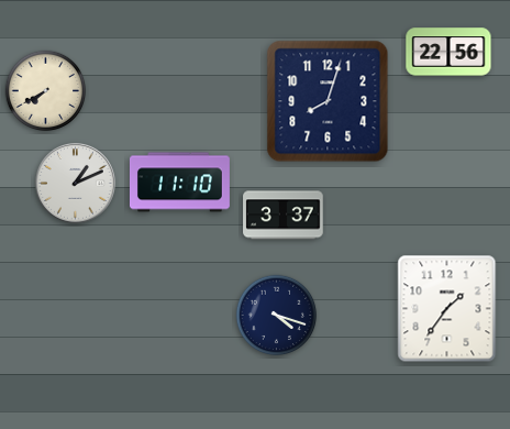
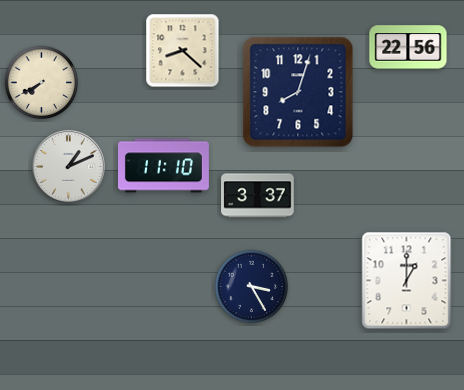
clock at (183, 51): none -> 8:22
clock at (447, 309): 1:36 -> 1:00
clock at (277, 316): 4:18 -> 3:25
